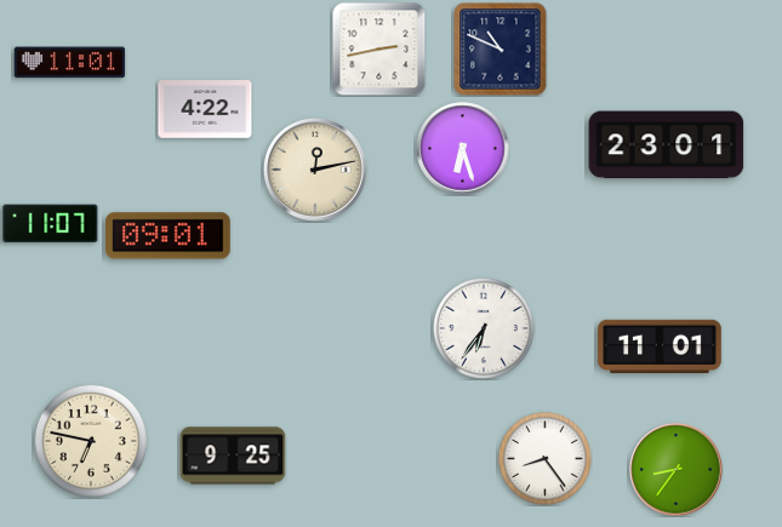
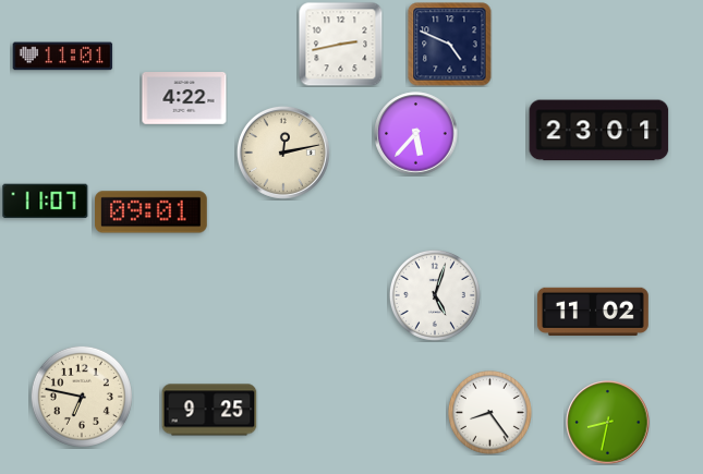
clock at (501, 50): 10:49 -> 4:49
clock at (463, 149): 6:27 -> 5:37
clock at (484, 328): 6:36 -> 5:03
clock at (660, 345): 11:01 -> 11:02
clock at (677, 470): 8:36 -> 8:32
